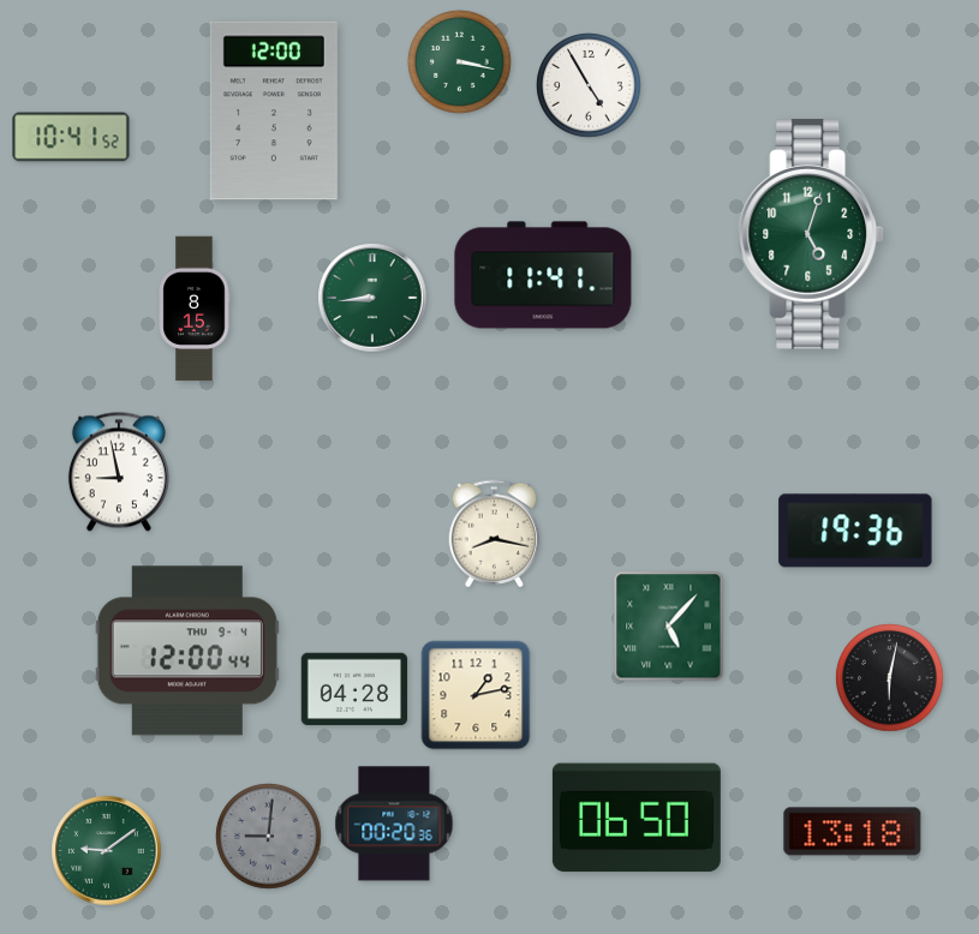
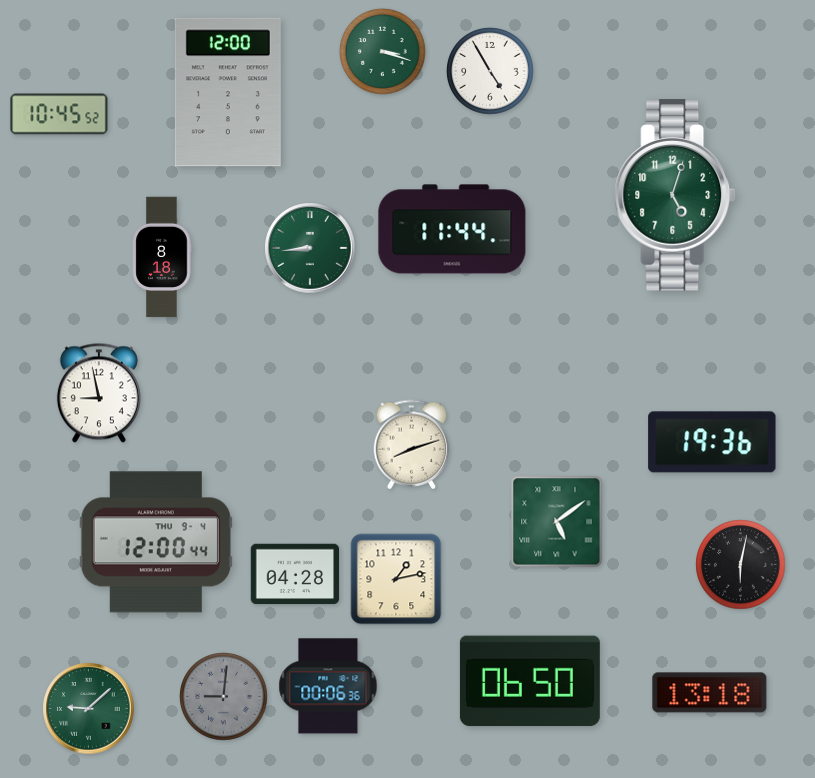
clock at (459, 61): 3:17 -> 3:18
clock at (71, 137): 10:41 -> 10:45
clock at (543, 275): 11:41 -> 11:44
clock at (195, 309): 8:15 -> 8:18
clock at (495, 534): 8:17 -> 8:12
clock at (669, 627): 5:07 -> 5:09
clock at (394, 824): 00:20 -> 00:06
clock at (107, 851): 9:09 -> 9:08
